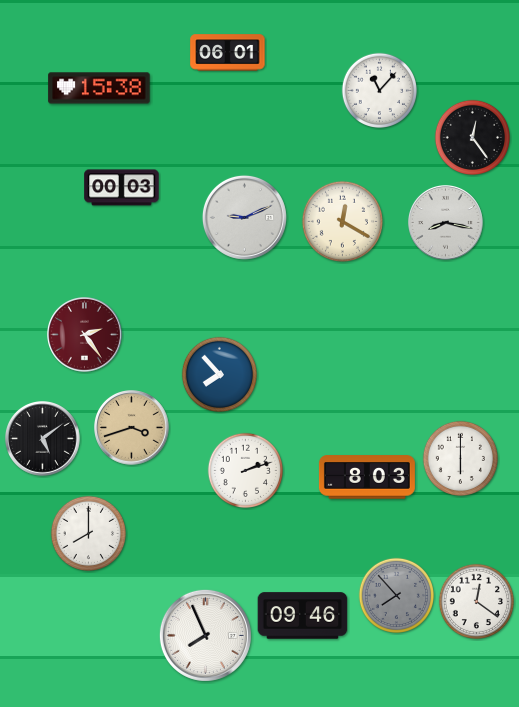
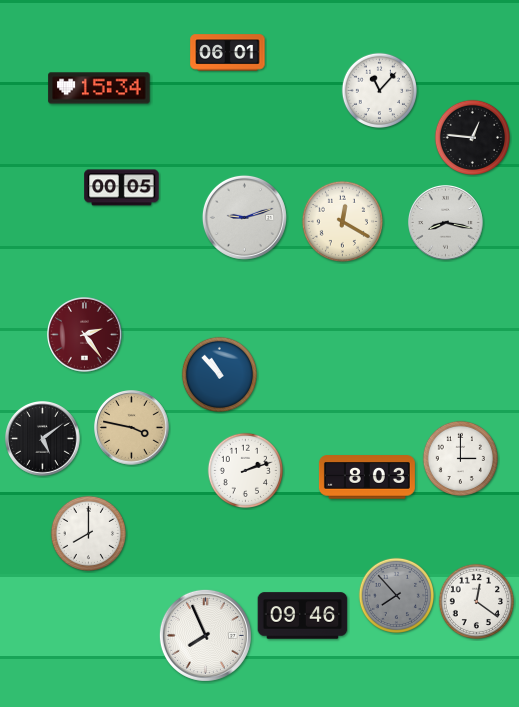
clock at (99, 88): 15:38 -> 15:34
clock at (472, 137): 12:24 -> 12:46
clock at (122, 188): 00:03 -> 00:05
clock at (244, 217): 9:11 -> 9:12
clock at (219, 374): 7:53 -> 10:53
clock at (132, 428): 3:42 -> 3:47
clock at (460, 458): 6:00 -> 3:00
